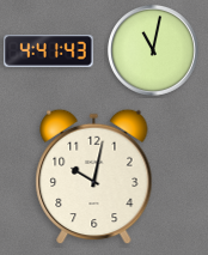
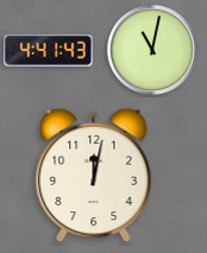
clock at (94, 177): 10:02 -> 12:02
